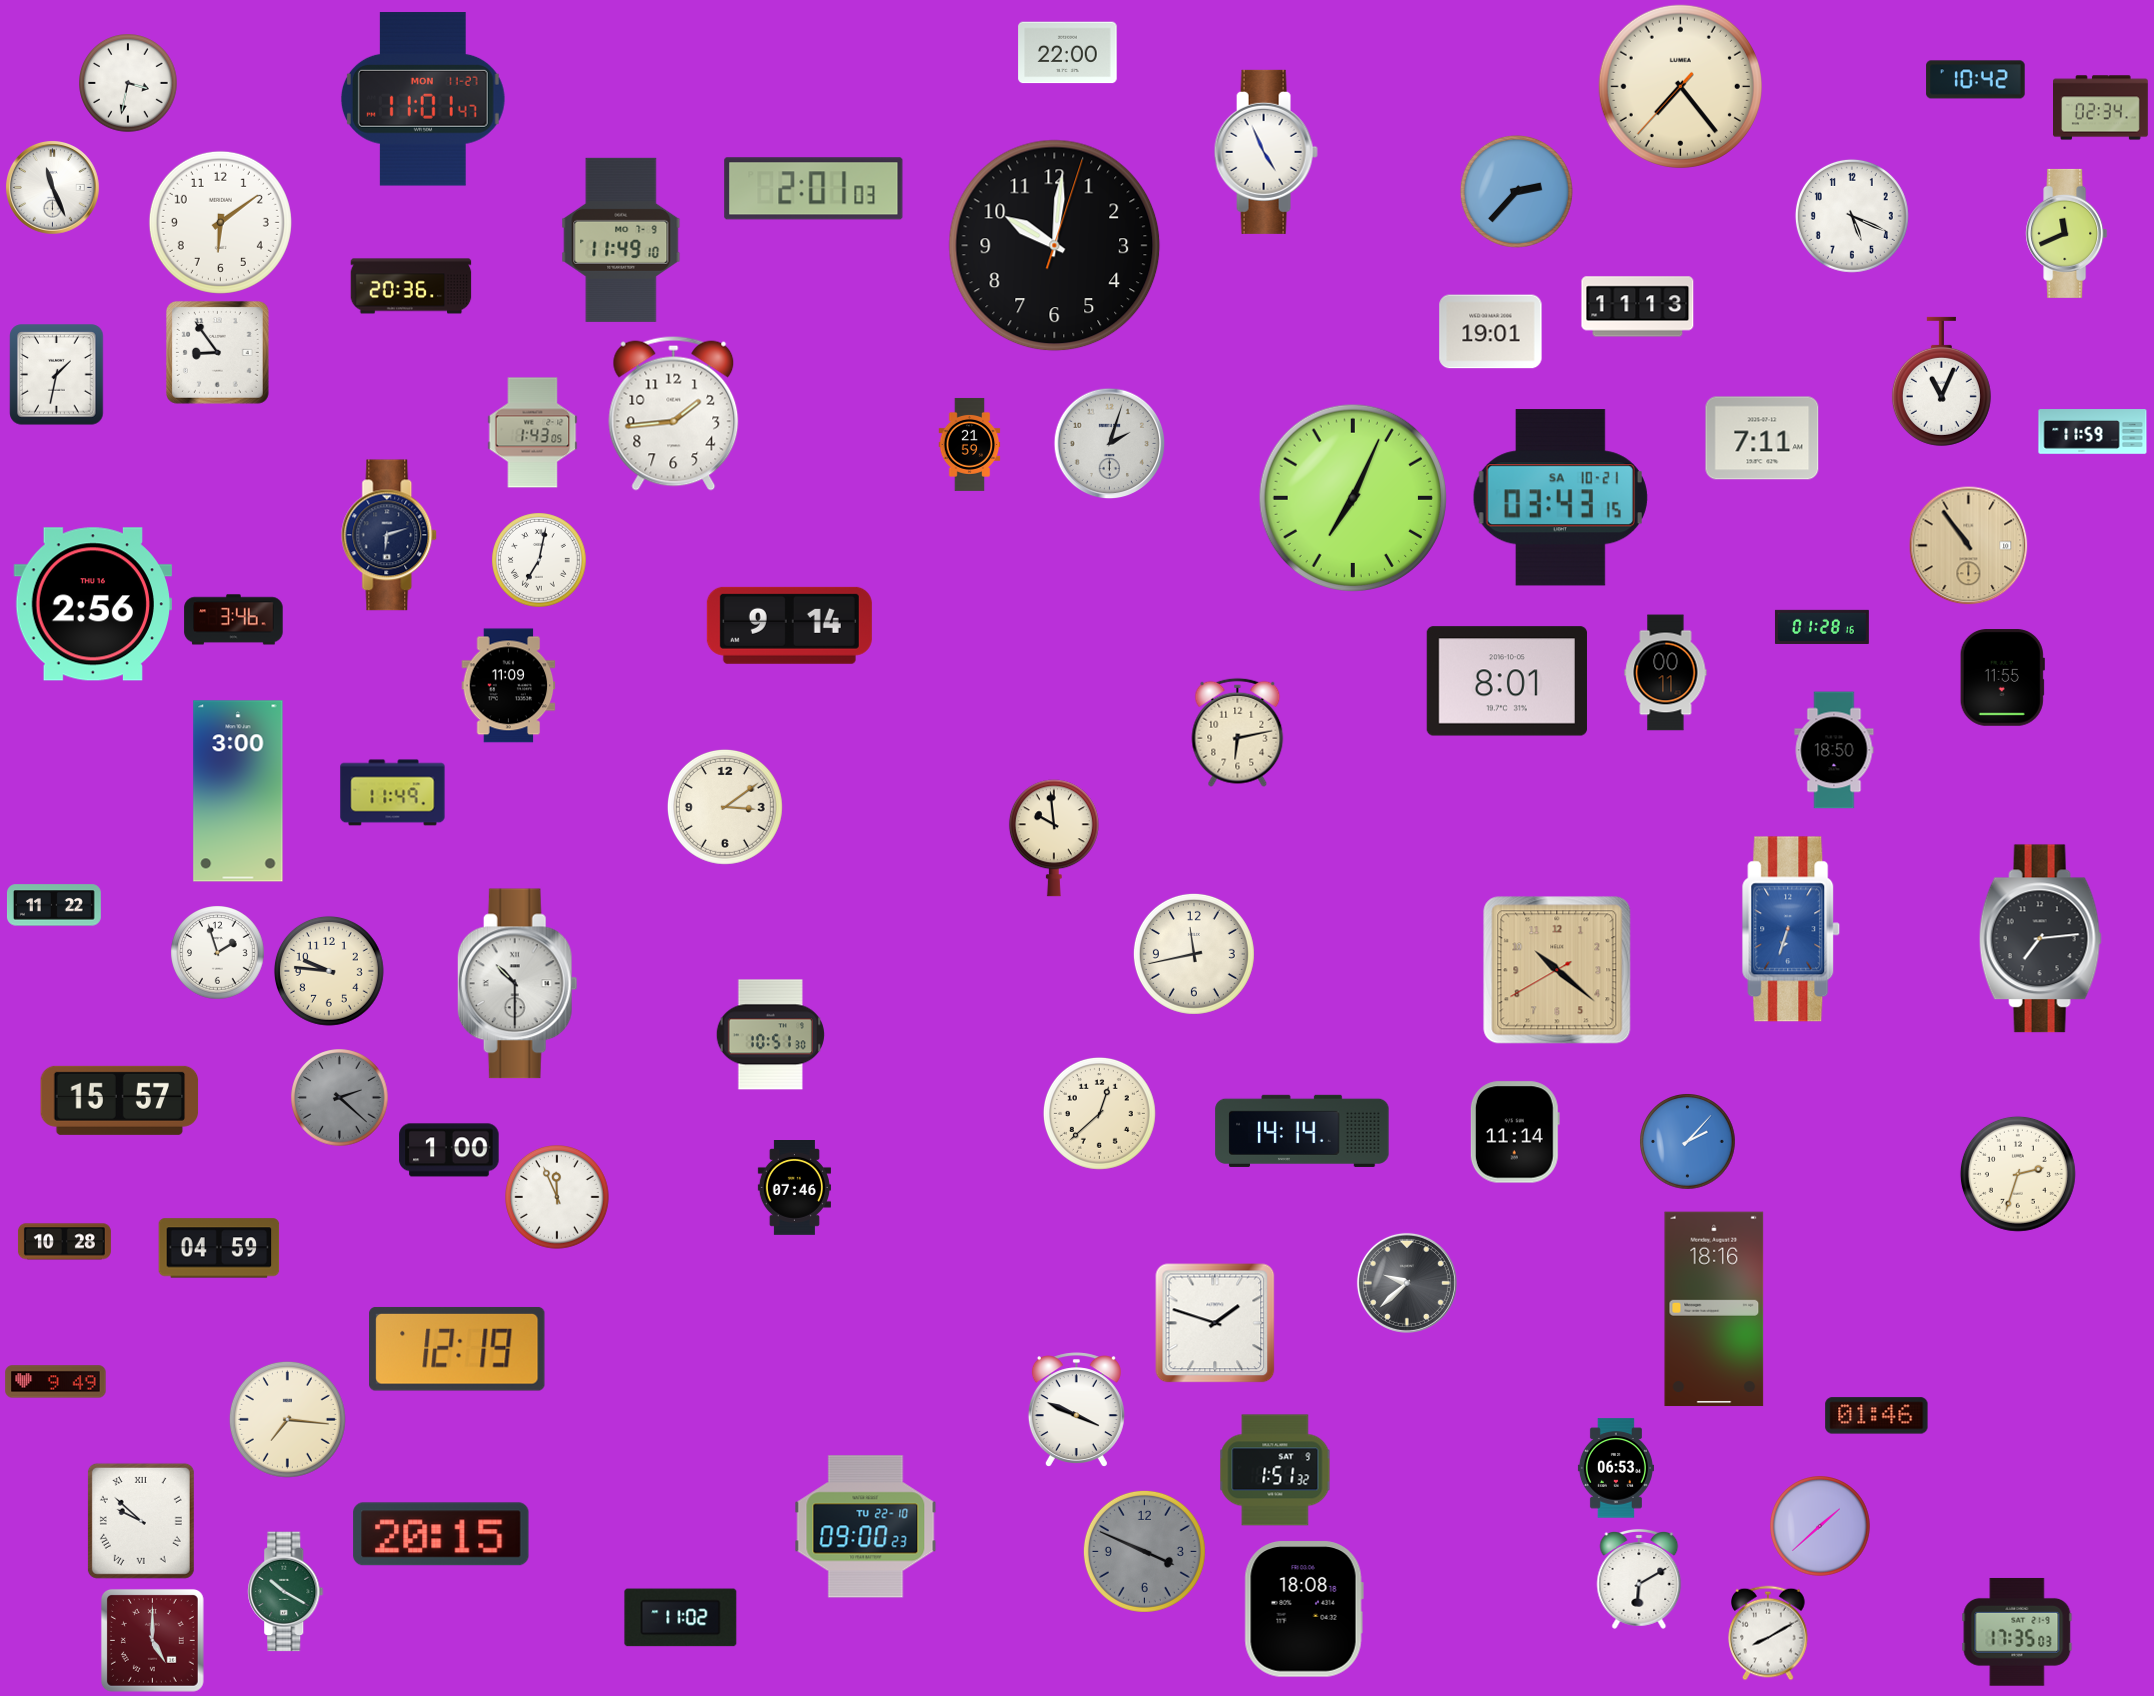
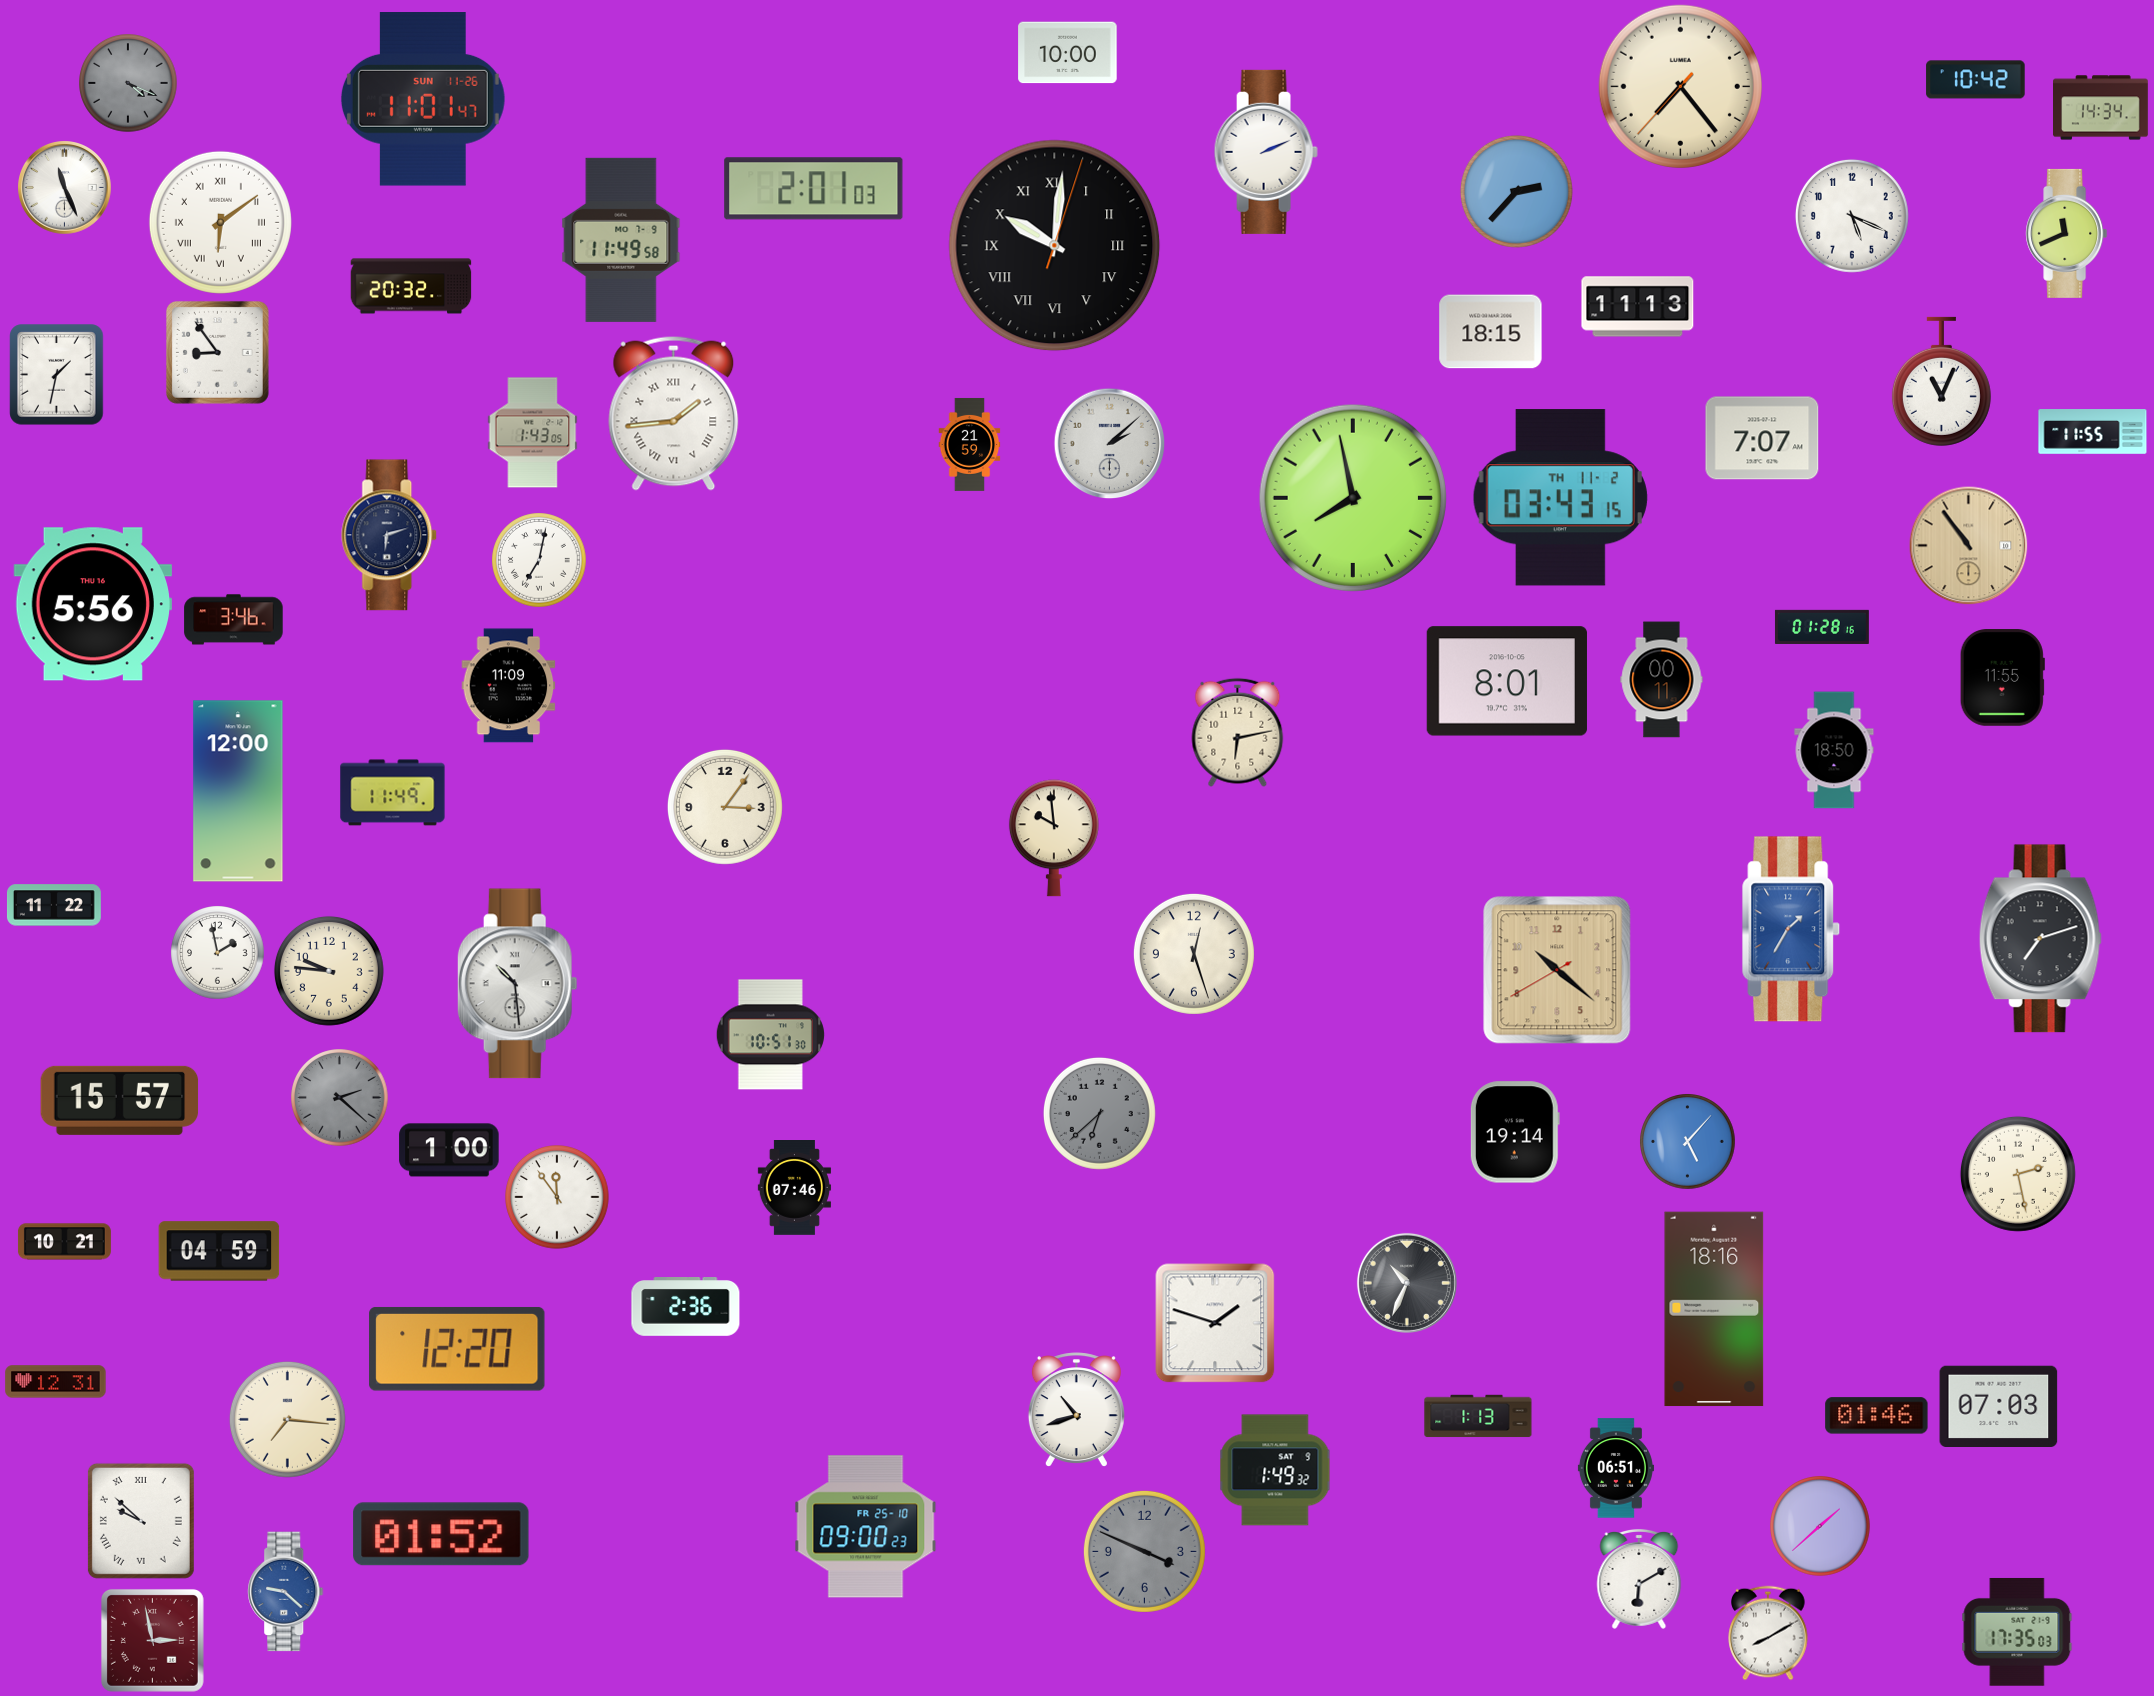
clock at (1068, 53): 22:00 -> 10:00
clock at (128, 83): 3:32 -> 4:19
clock at (128, 83) dial: white -> grey
clock at (423, 99) date: MON 11-27 -> SUN 11-26
clock at (2101, 108): 02:34 -> 14:34
clock at (1266, 152): 4:56 -> 2:11
clock at (53, 188) position: (53, 188) -> (65, 188)
clock at (220, 222) numerals: Arabic -> Roman
clock at (621, 240): 11:49:10 -> 11:49:58
clock at (1055, 246) numerals: Arabic -> Roman
clock at (411, 286): 20:36 -> 20:32
clock at (1491, 332): 19:01 -> 18:15
clock at (674, 413) numerals: Arabic -> Roman
clock at (2093, 432): 11:59 -> 11:55
clock at (1762, 438): 7:11 -> 7:07
clock at (1110, 444): 2:03 -> 2:08
clock at (1352, 497): 7:04 -> 7:58
clock at (1560, 498) date: SA 10-21 -> TH 11-2
clock at (92, 604): 2:56 -> 5:56
clock at (789, 625): 9:14 -> none
clock at (1666, 673) position: (1666, 673) -> (1662, 680)
clock at (238, 791): 3:00 -> 12:00
clock at (725, 807): 3:09 -> 3:06
clock at (1791, 929): 6:33 -> 1:35
clock at (2040, 939): 7:14 -> 7:12
clock at (218, 953): 1:57 -> 1:58
clock at (1194, 954): 11:43 -> 12:27
clock at (517, 984): 10:30 -> 10:29
clock at (1099, 1113): 12:38 -> 6:38
clock at (1099, 1113) dial: cream -> grey
clock at (1302, 1131): 14:14 -> none
clock at (1515, 1132): 11:14 -> 19:14
clock at (1688, 1142): 2:07 -> 5:07
clock at (2018, 1174): 2:33 -> 2:28
clock at (558, 1198): 11:56 -> 11:54
clock at (64, 1242): 10:28 -> 10:21
clock at (219, 1248) position: (219, 1248) -> (219, 1251)
clock at (1407, 1283): 9:38 -> 10:34
clock at (686, 1307): none -> 2:36
clock at (457, 1349): 12:19 -> 12:20
clock at (56, 1382): 9:49 -> 12:31
clock at (1999, 1406): none -> 07:03
clock at (1076, 1409): 3:49 -> 10:42
clock at (1478, 1416): none -> 1:13
clock at (1616, 1468): 06:53 -> 06:51
clock at (1275, 1470): 1:51 -> 1:49
clock at (866, 1527) date: TU 22-10 -> FR 25-10
clock at (441, 1534): 20:15 -> 01:52
clock at (286, 1592): 10:20 -> 9:22
clock at (286, 1592) dial: green -> blue
clock at (1304, 1609): 18:08 -> none
clock at (681, 1618): 11:02 -> none
clock at (152, 1640): 5:00 -> 2:58
